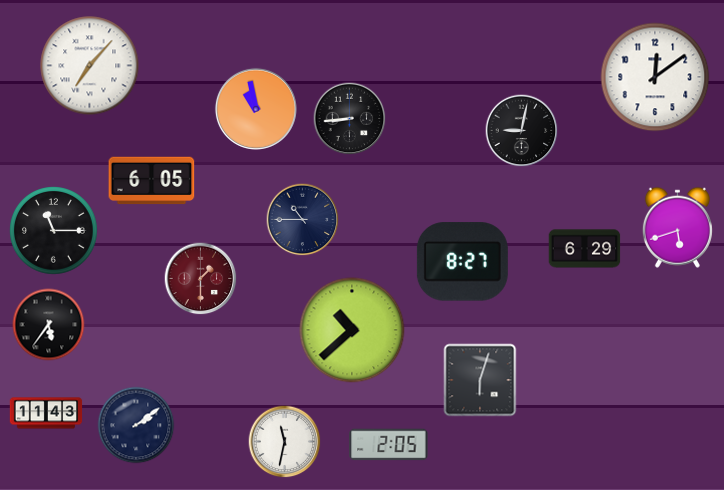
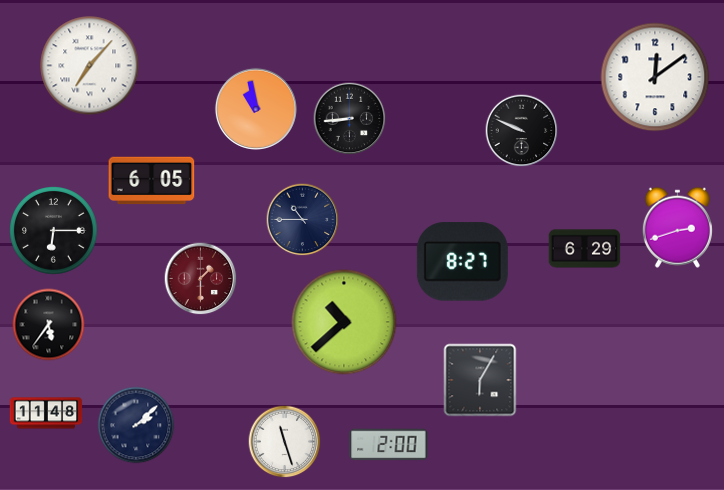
clock at (522, 131): 9:02 -> 9:49
clock at (677, 227): 5:42 -> 2:42
clock at (54, 231): 11:15 -> 6:15
clock at (352, 330) position: (352, 330) -> (344, 322)
clock at (480, 380): 6:03 -> 6:05
clock at (46, 413): 11:43 -> 11:48
clock at (136, 425): 2:09 -> 2:08
clock at (285, 442): 11:32 -> 11:27
clock at (389, 445): 2:05 -> 2:00
